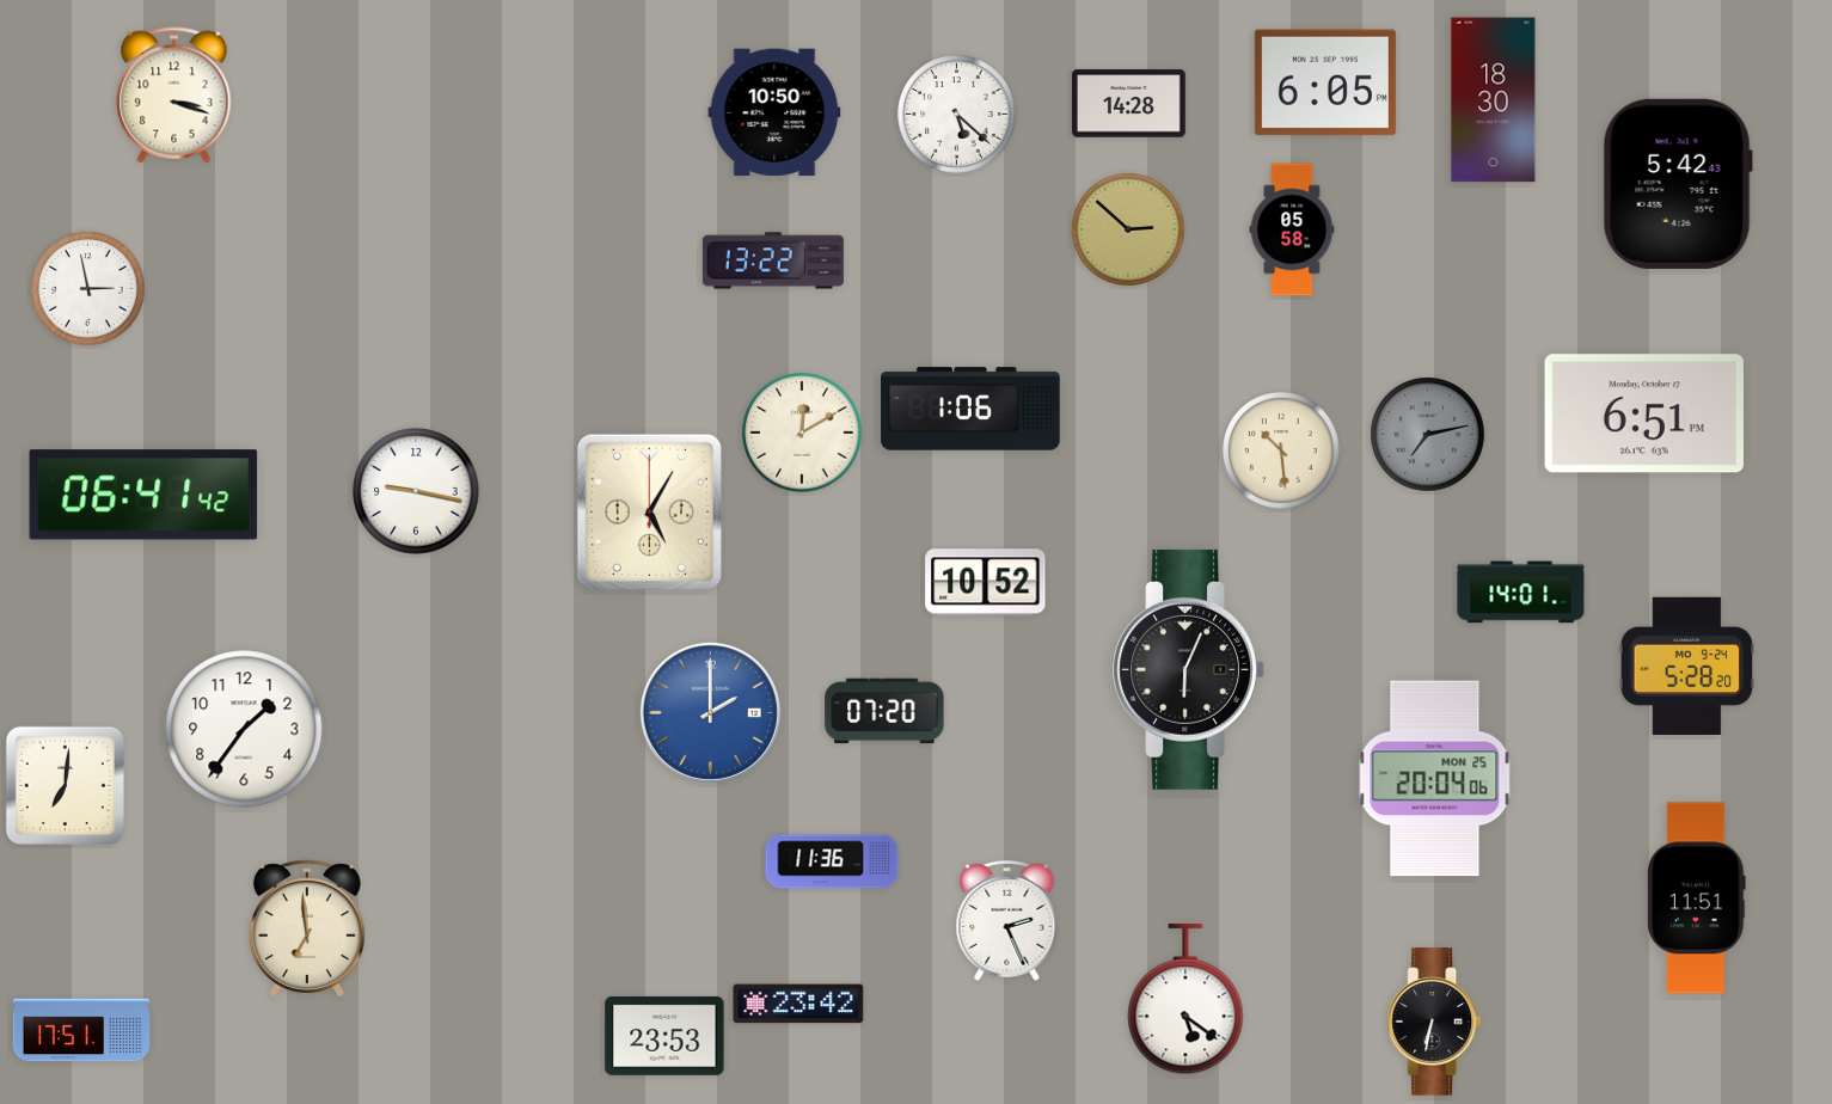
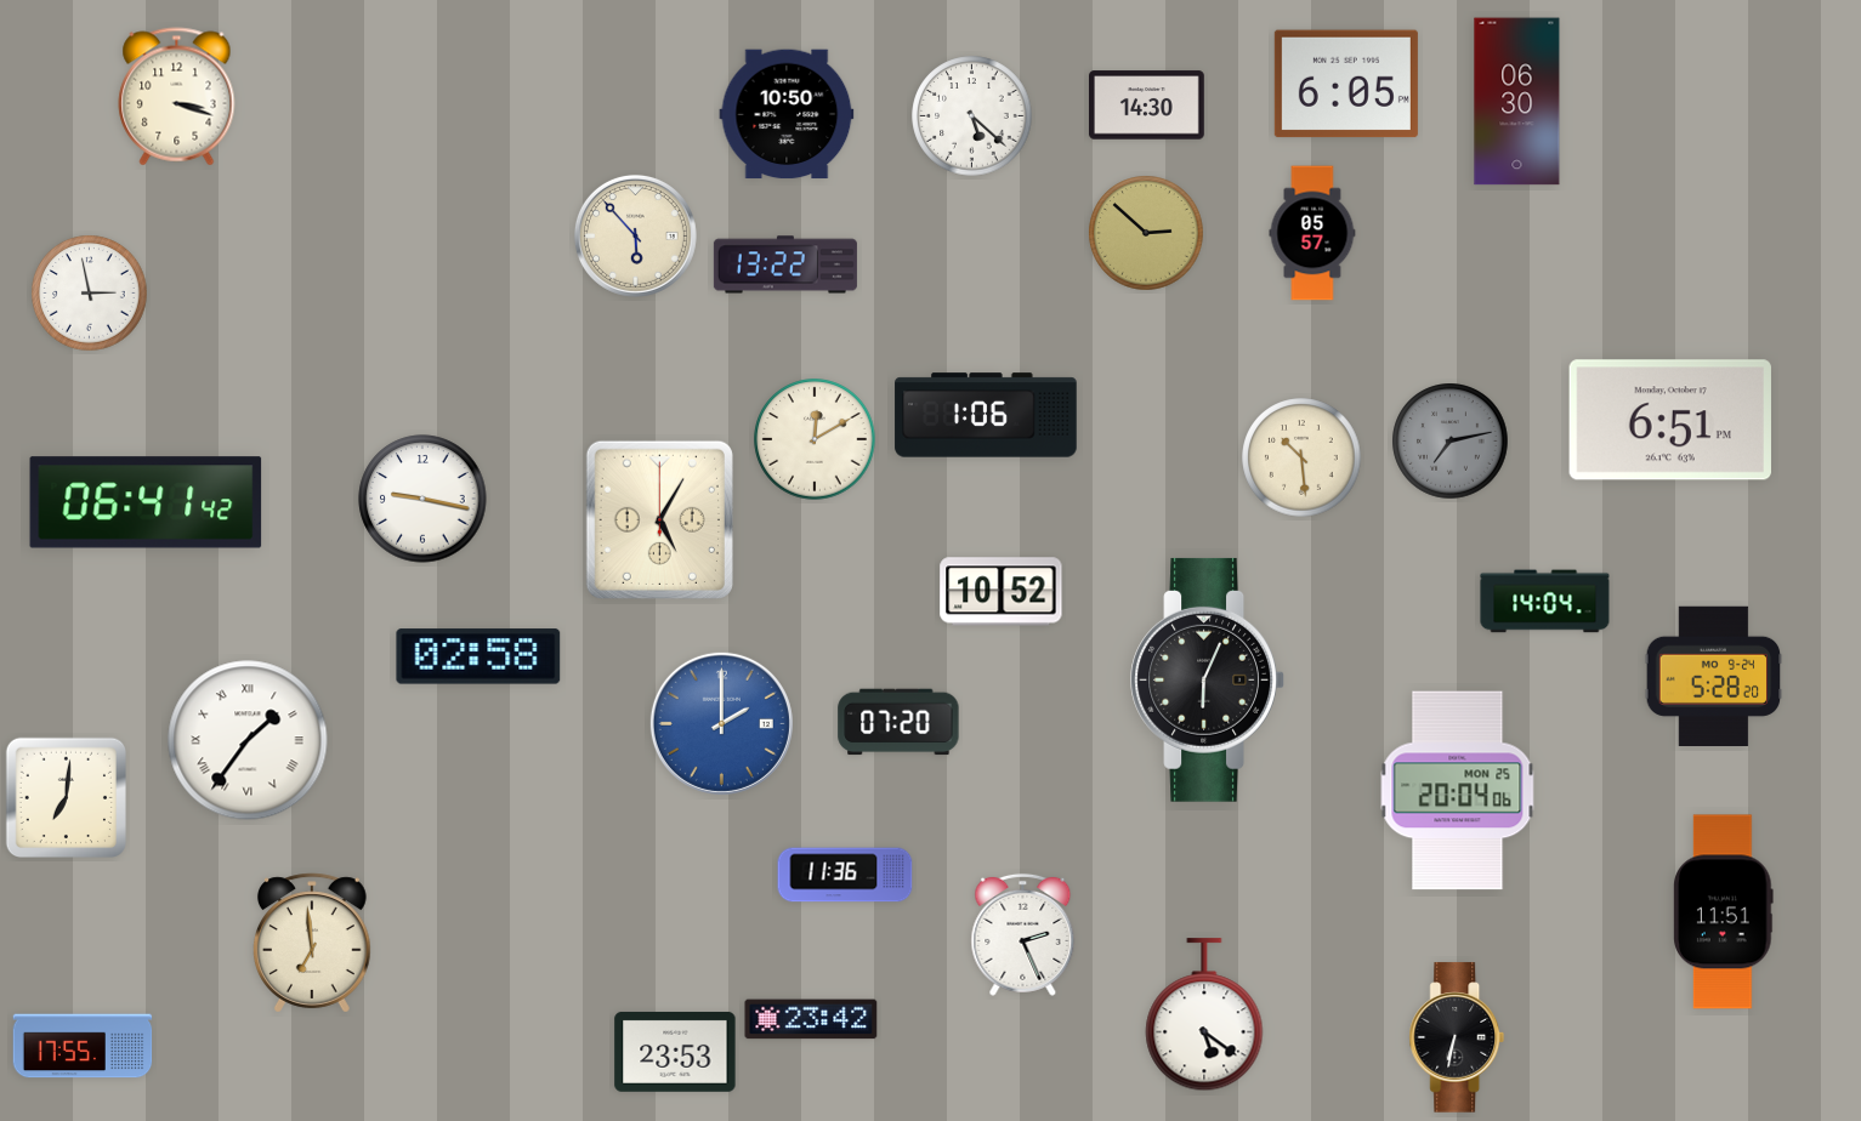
clock at (1494, 100): 18:30 -> 06:30
clock at (1129, 104): 14:28 -> 14:30
clock at (1678, 184): 5:42 -> none
clock at (1292, 229): 05:58 -> 05:57
clock at (635, 235): none -> 5:53
clock at (1521, 593): 14:01 -> 14:04
clock at (478, 656): none -> 02:58
clock at (244, 729) numerals: Arabic -> Roman
clock at (81, 1030): 17:51 -> 17:55
